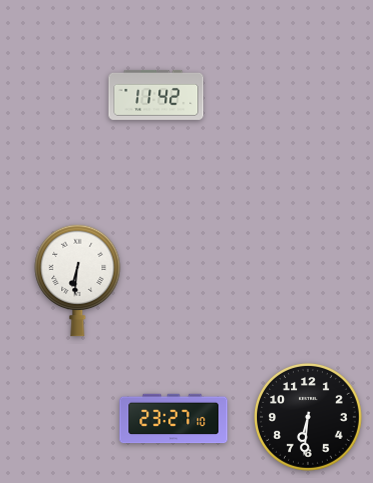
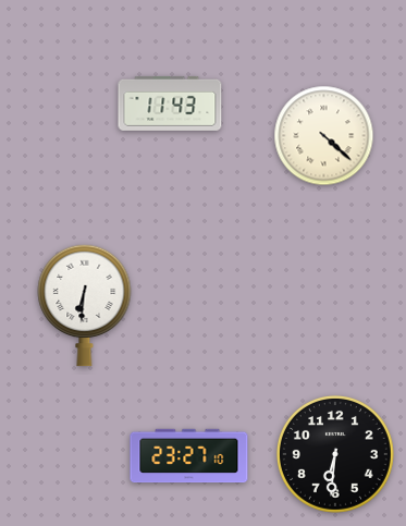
clock at (156, 95): 11:42 -> 11:43
clock at (324, 136): none -> 4:22
